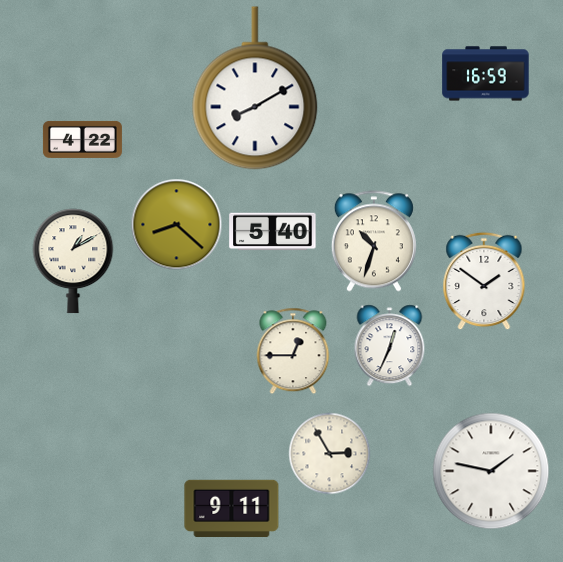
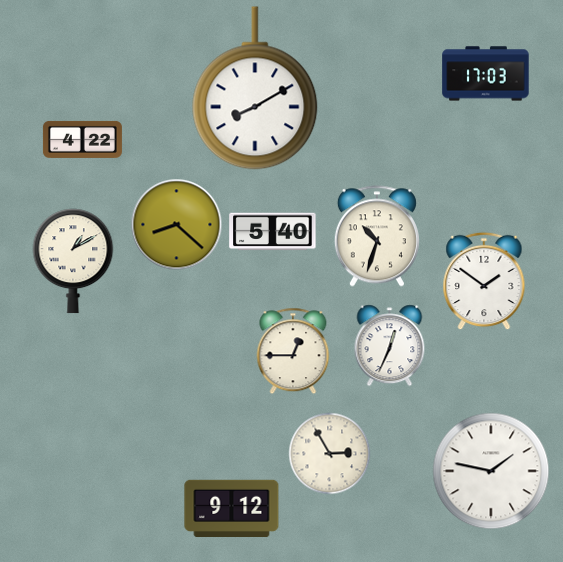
clock at (486, 74): 16:59 -> 17:03
clock at (374, 241) position: (374, 241) -> (377, 236)
clock at (232, 509): 9:11 -> 9:12
